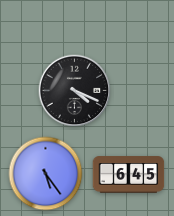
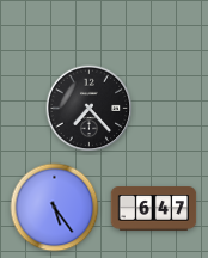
clock at (75, 91): 4:19 -> 7:23
clock at (129, 175): 6:45 -> 6:47
